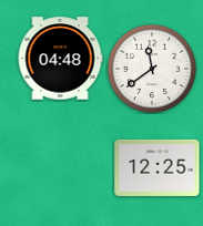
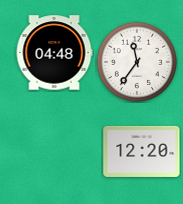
clock at (151, 68): 11:39 -> 11:36
clock at (158, 167): 12:25 -> 12:20
